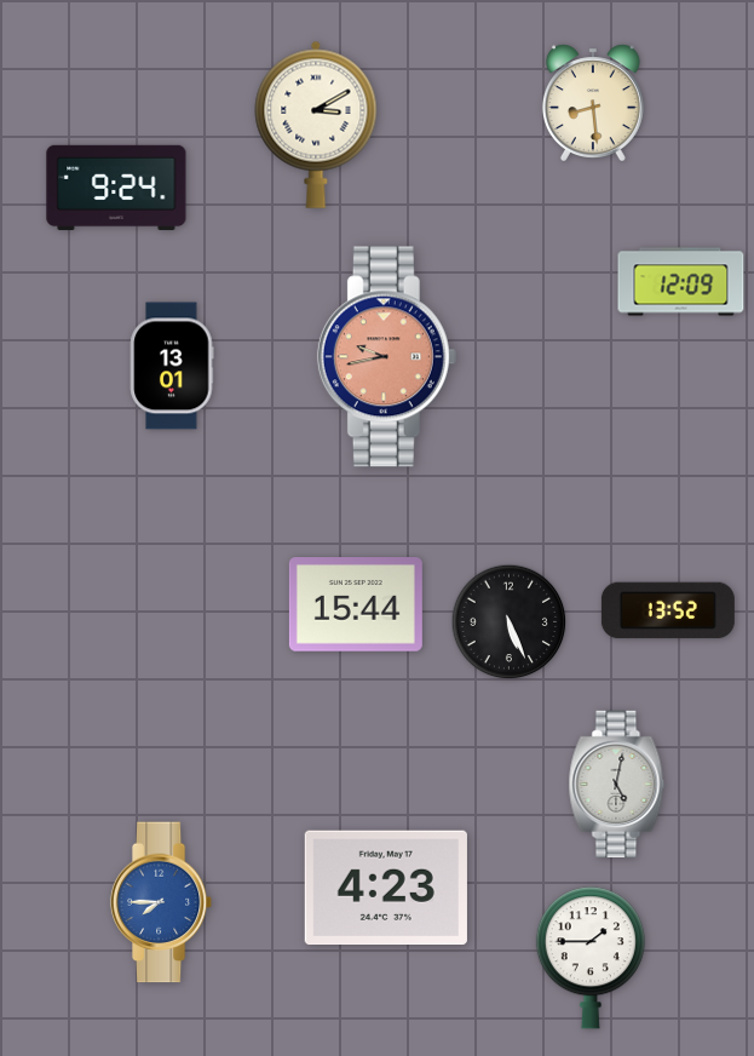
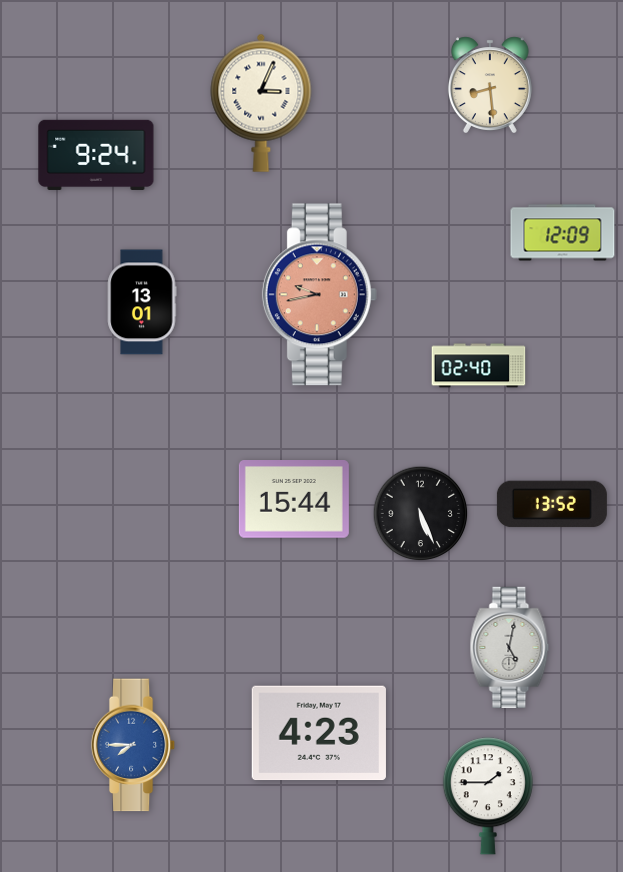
clock at (316, 125): 3:10 -> 3:04
clock at (479, 366): none -> 02:40
clock at (591, 958) position: (591, 958) -> (488, 796)
